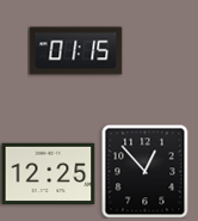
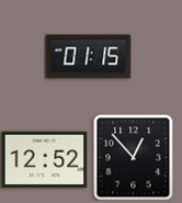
clock at (75, 51) position: (75, 51) -> (88, 57)
clock at (48, 174): 12:25 -> 12:52
